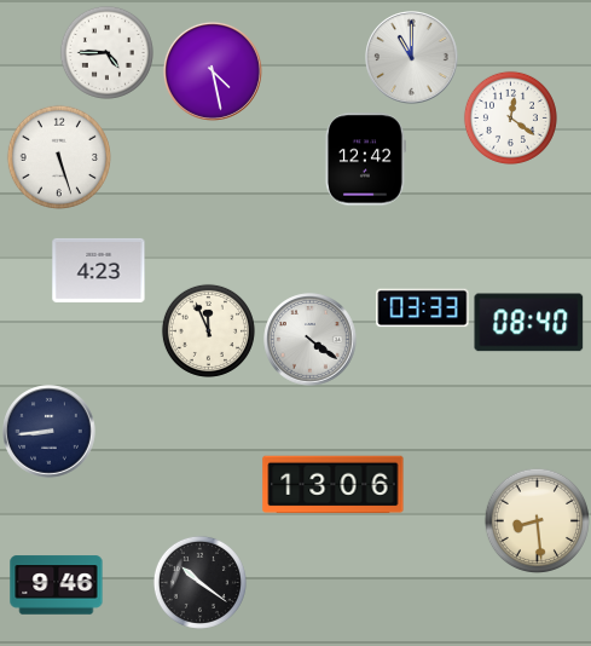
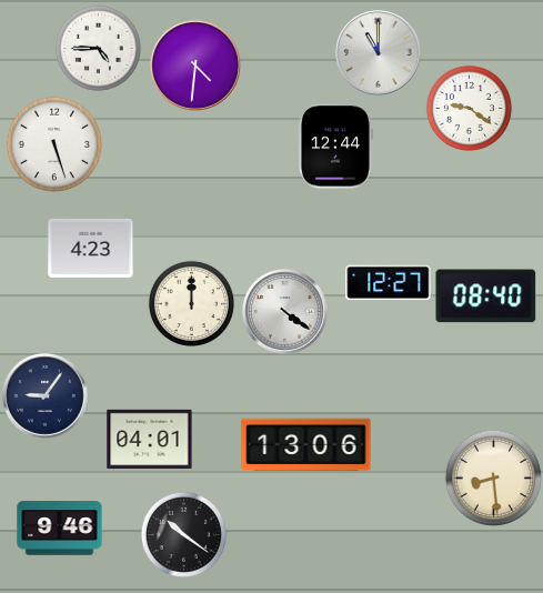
clock at (213, 71): 4:28 -> 4:31
clock at (510, 117): 12:21 -> 9:21
clock at (365, 160): 12:42 -> 12:44
clock at (423, 308): 03:33 -> 12:27
clock at (208, 330): 11:56 -> 12:00
clock at (50, 432): 8:44 -> 9:06
clock at (150, 439): none -> 04:01
clock at (57, 586) position: (57, 586) -> (60, 529)
